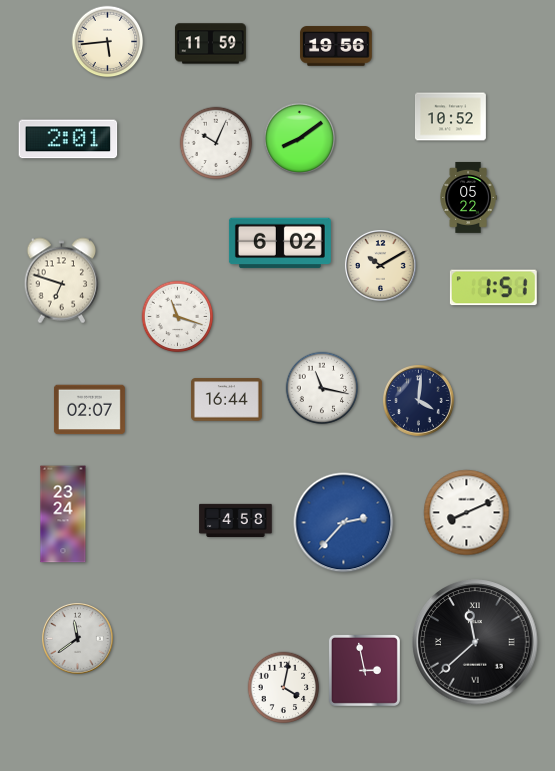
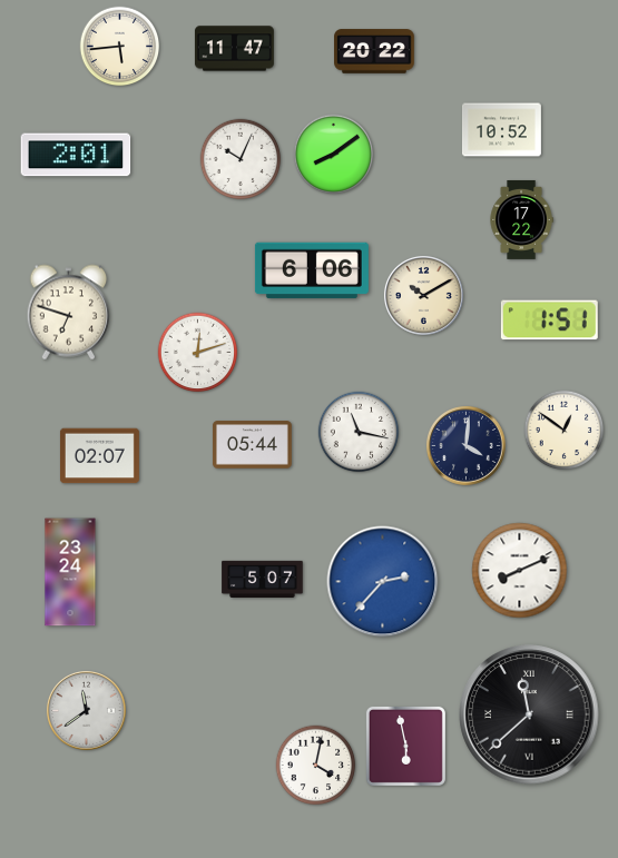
clock at (210, 44): 11:59 -> 11:47
clock at (336, 46): 19:56 -> 20:22
clock at (468, 197): 05:22 -> 17:22
clock at (280, 243): 6:02 -> 6:06
clock at (178, 317): 11:18 -> 12:12
clock at (565, 431): none -> 12:51
clock at (226, 400): 16:44 -> 05:44
clock at (236, 520): 4:58 -> 5:07
clock at (364, 670): 2:58 -> 5:58
